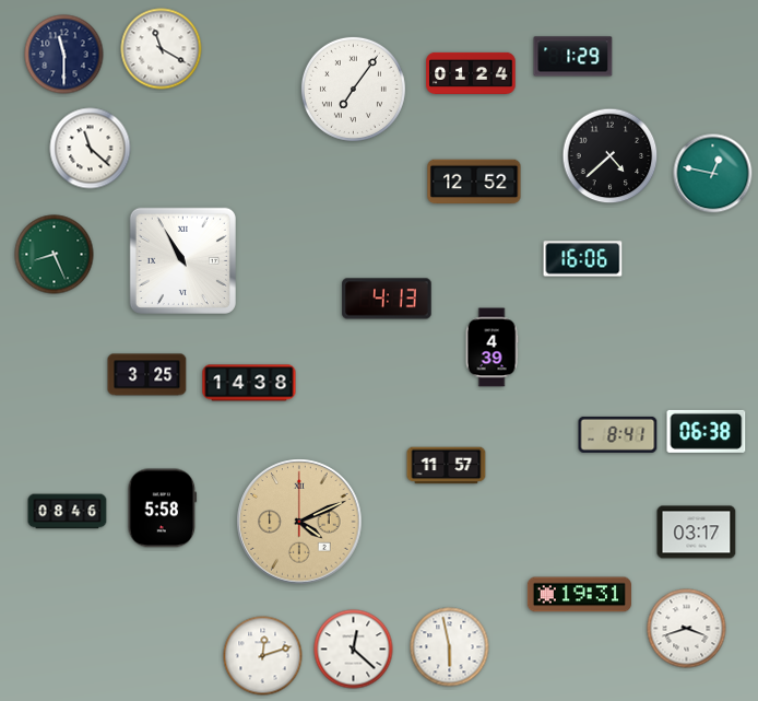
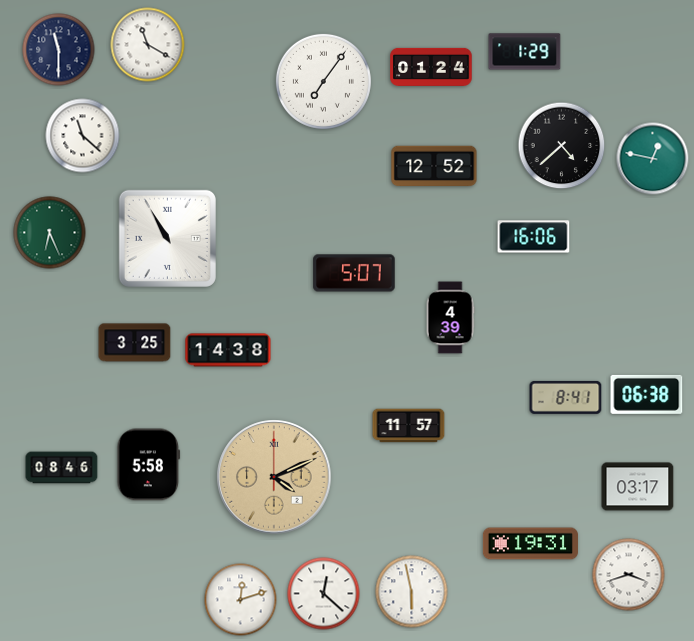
clock at (611, 156) position: (611, 156) -> (562, 146)
clock at (55, 255): 8:26 -> 6:26
clock at (387, 299): 4:13 -> 5:07
